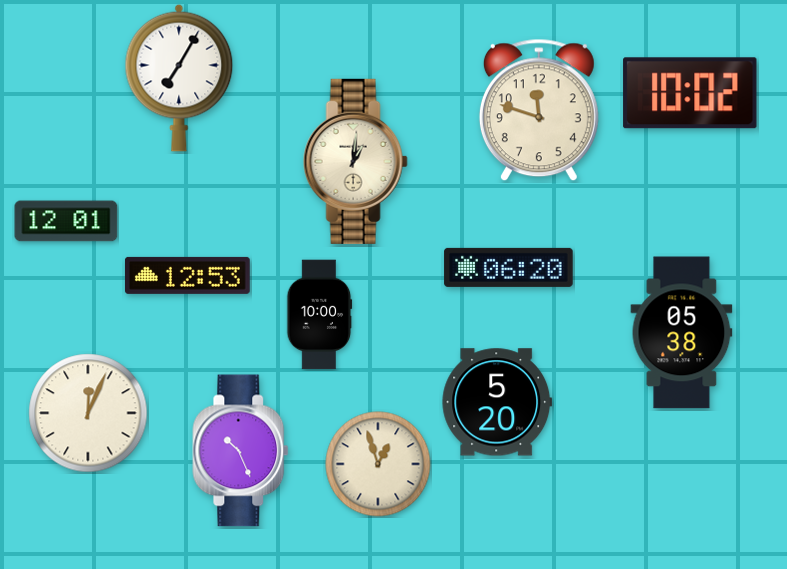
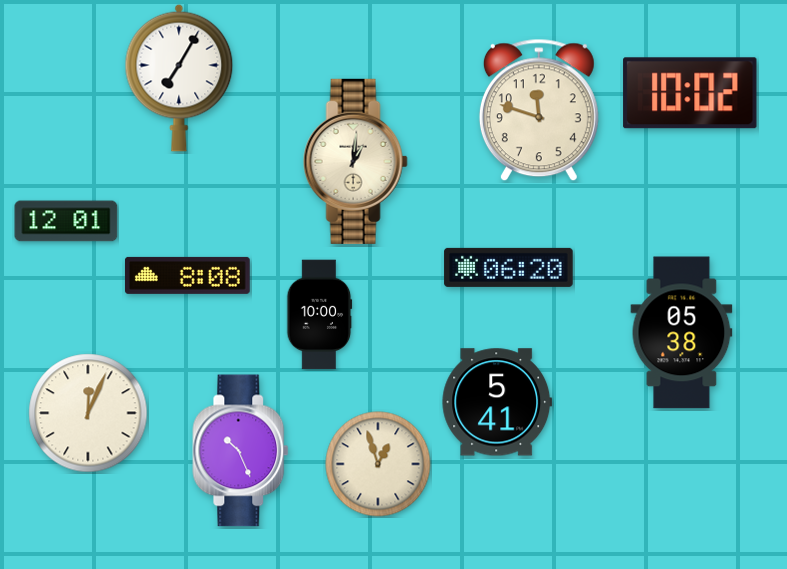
clock at (187, 275): 12:53 -> 8:08
clock at (497, 402): 5:20 -> 5:41
